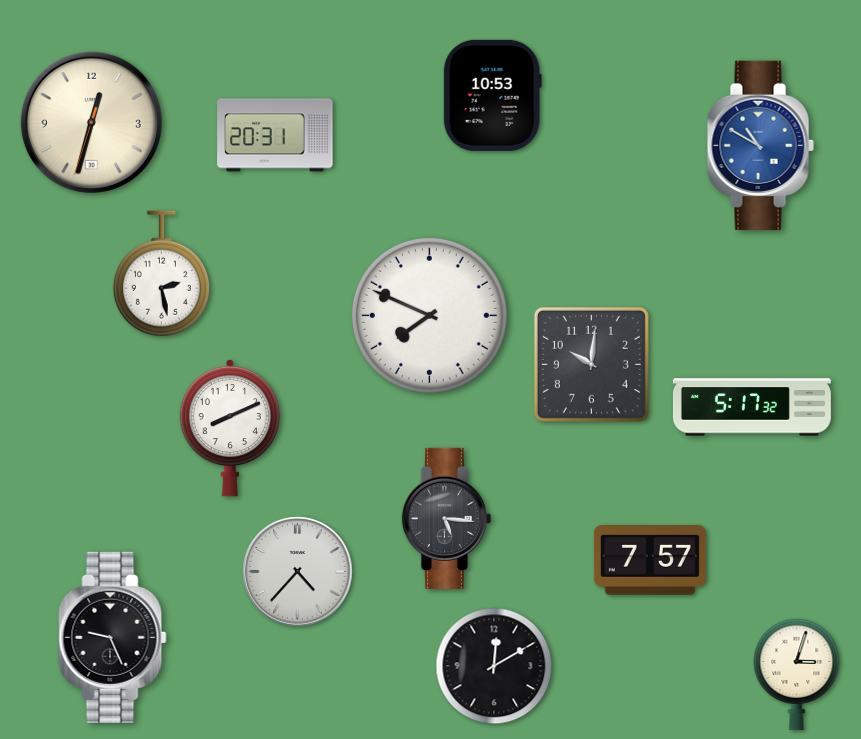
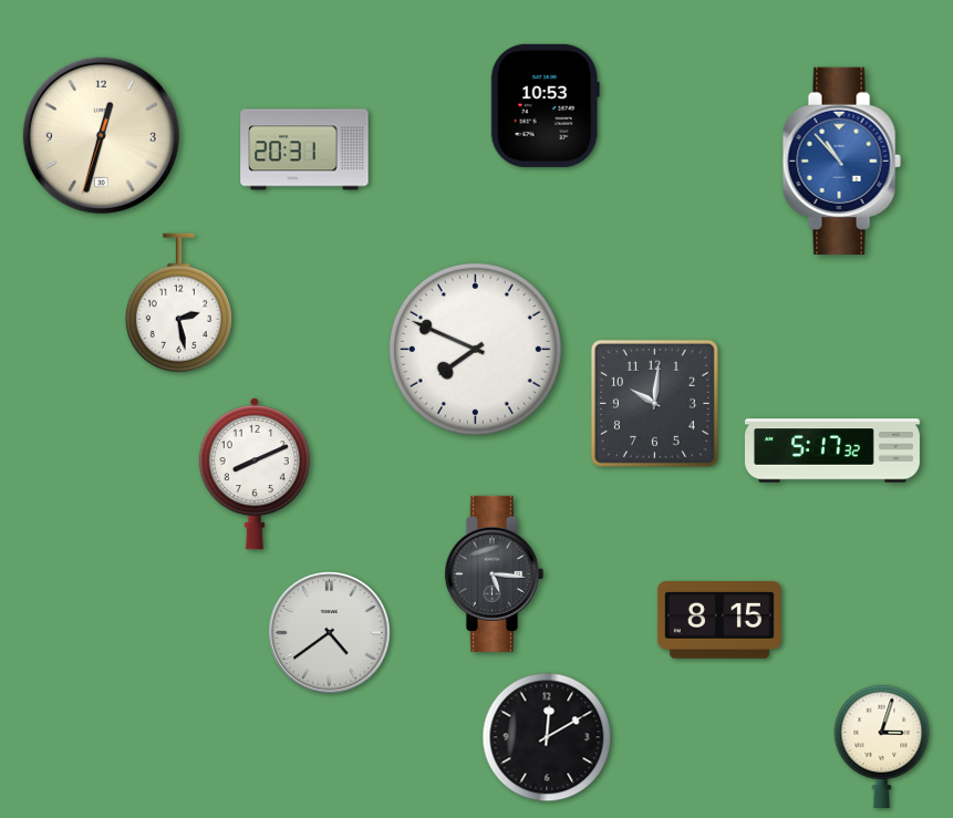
clock at (760, 145): 10:50 -> 10:53
clock at (650, 560): 7:57 -> 8:15
clock at (298, 572): 4:37 -> 4:39
clock at (113, 637): 9:26 -> none
